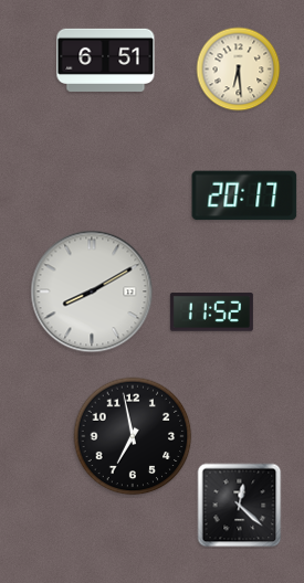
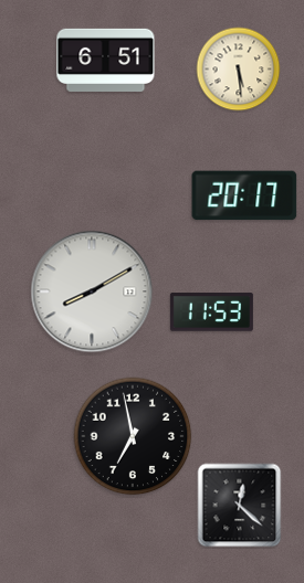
clock at (239, 70): 6:29 -> 5:29
clock at (211, 312): 11:52 -> 11:53
